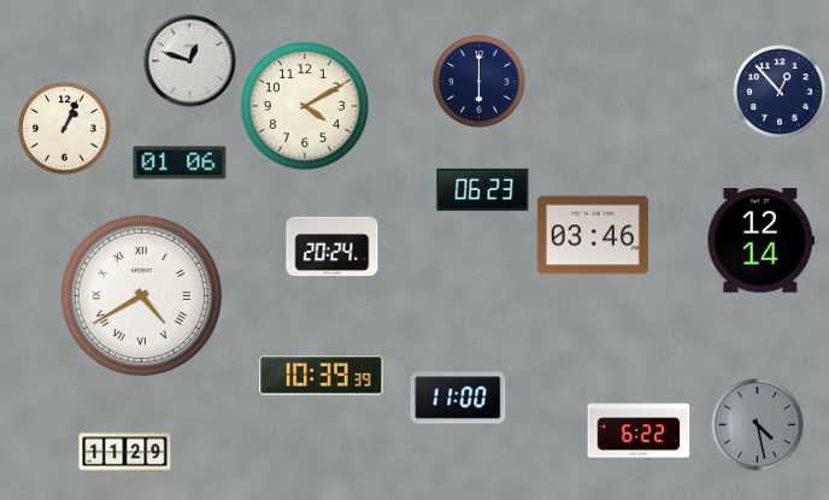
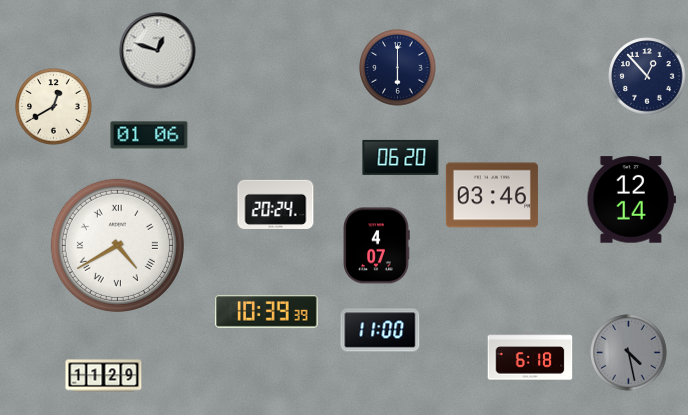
clock at (305, 106): 4:10 -> none
clock at (65, 129): 1:04 -> 12:40
clock at (483, 189): 06:23 -> 06:20
clock at (376, 246): none -> 4:07
clock at (639, 429): 6:22 -> 6:18
